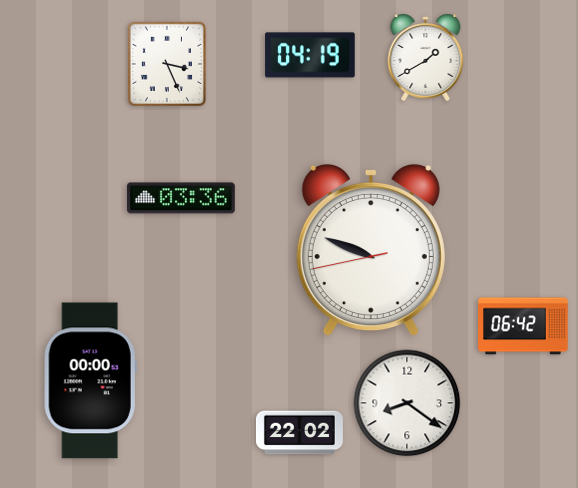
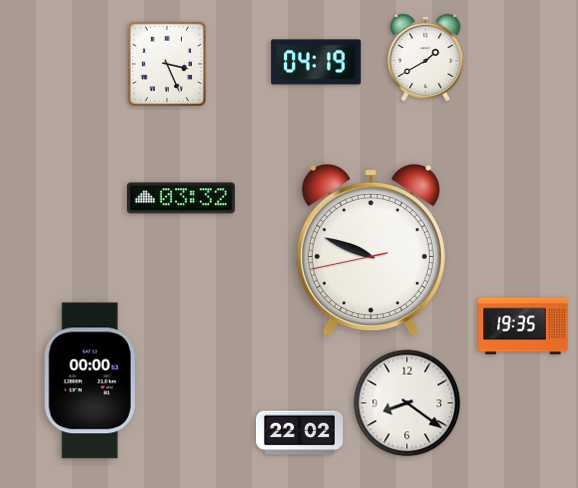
clock at (310, 55) position: (310, 55) -> (316, 62)
clock at (181, 198): 03:36 -> 03:32
clock at (523, 326): 06:42 -> 19:35
